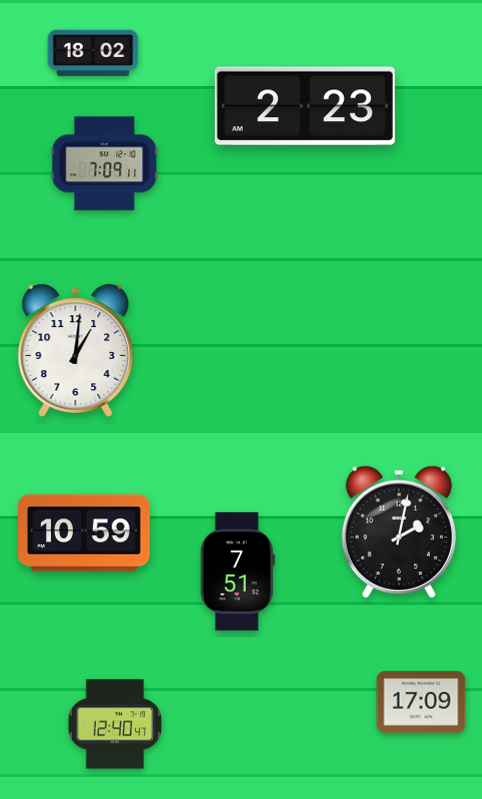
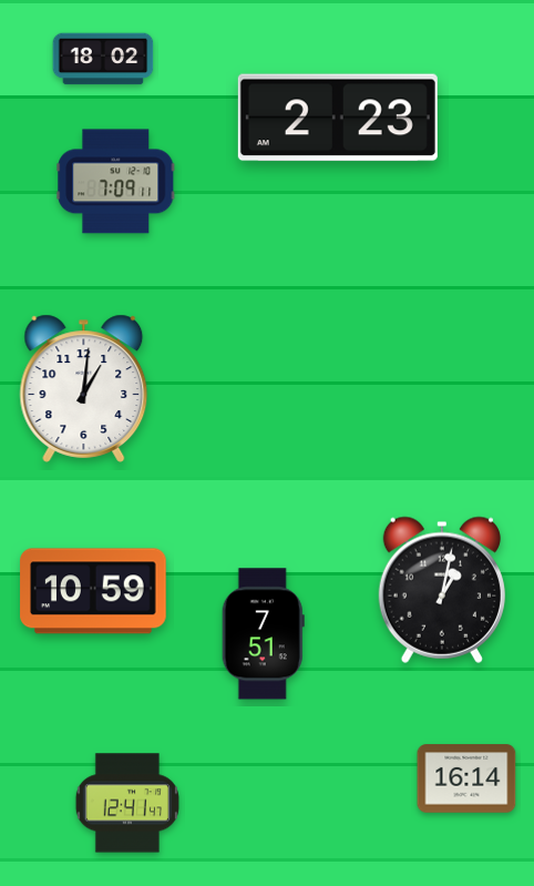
clock at (399, 532): 2:02 -> 1:02
clock at (421, 702): 17:09 -> 16:14
clock at (115, 724): 12:40 -> 12:41
